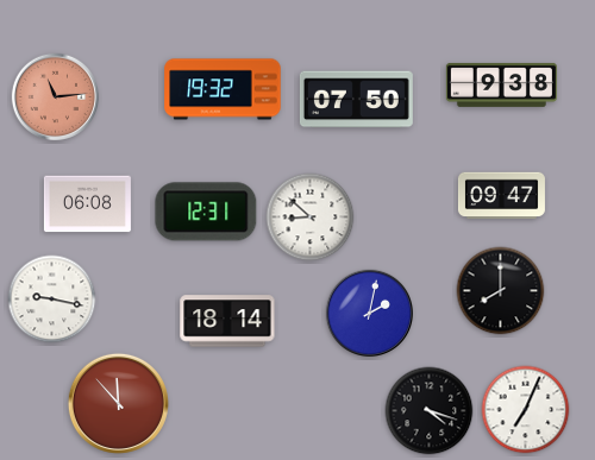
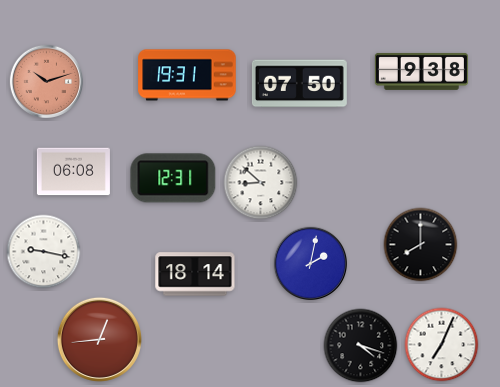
clock at (223, 89): 19:32 -> 19:31
clock at (55, 96): 11:14 -> 10:12
clock at (501, 196): 09:47 -> none
clock at (227, 321) position: (227, 321) -> (195, 274)
clock at (118, 403): 11:53 -> 12:44
